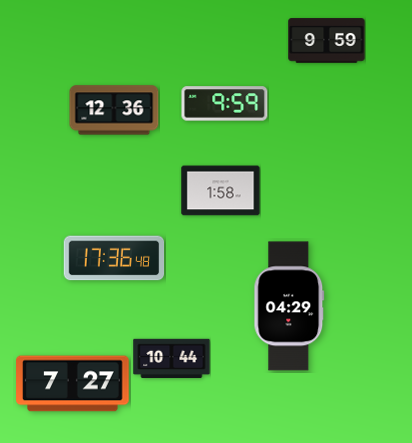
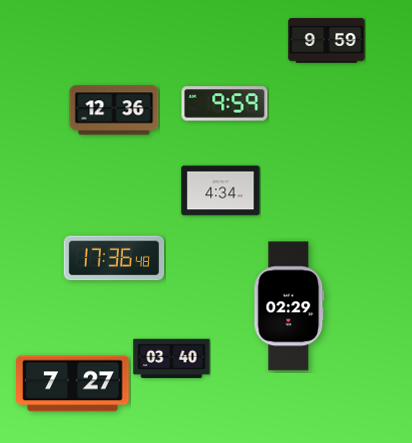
clock at (221, 191): 1:58 -> 4:34
clock at (289, 306): 04:29 -> 02:29
clock at (172, 359): 10:44 -> 03:40
